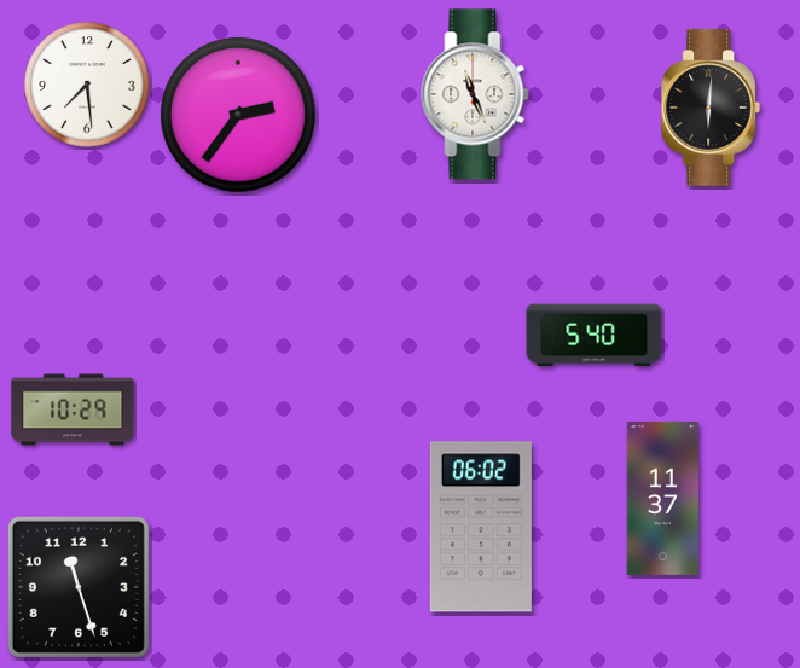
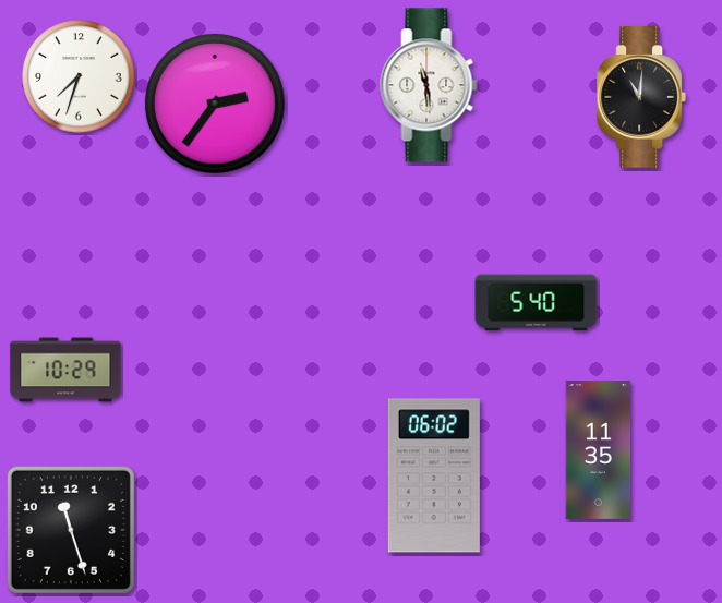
clock at (87, 85): 7:29 -> 7:33
clock at (475, 94): 11:26 -> 11:29
clock at (709, 108): 6:01 -> 11:01
clock at (663, 498): 11:37 -> 11:35
